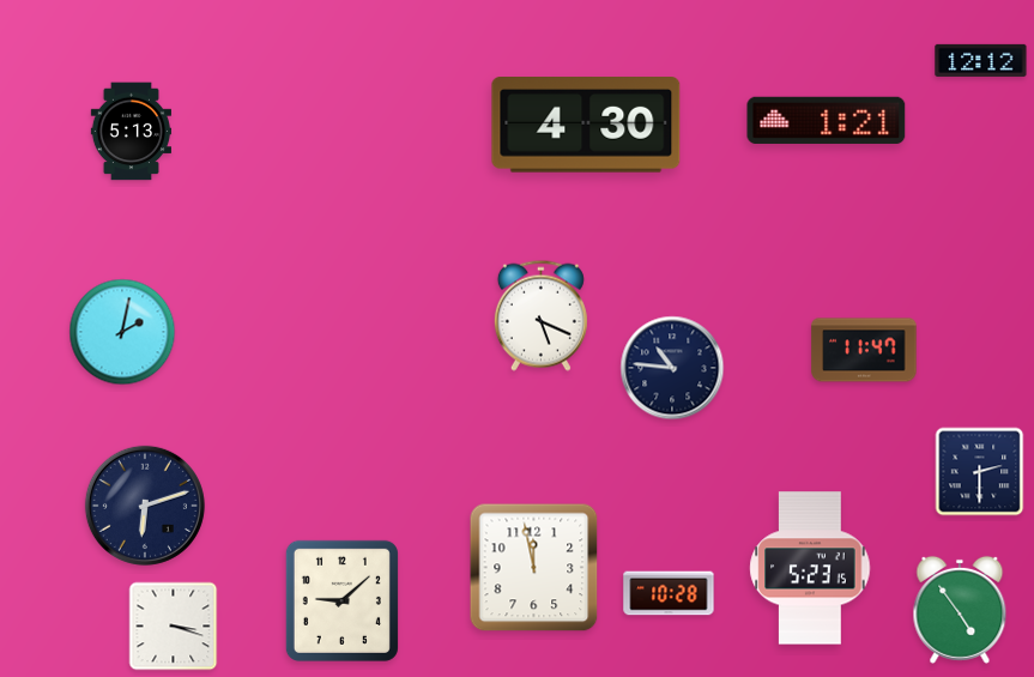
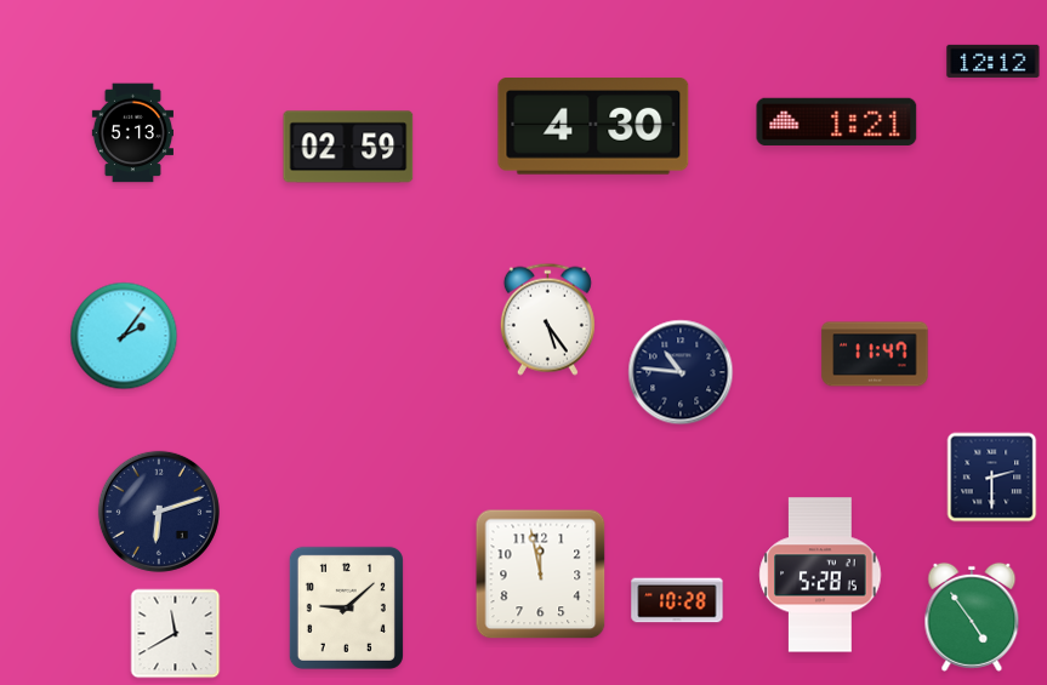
clock at (348, 147): none -> 02:59
clock at (540, 315): 5:19 -> 5:24
clock at (122, 332): 2:02 -> 2:06
clock at (145, 506) position: (145, 506) -> (159, 512)
clock at (810, 568): 5:23 -> 5:28
clock at (174, 627): 3:18 -> 11:40
